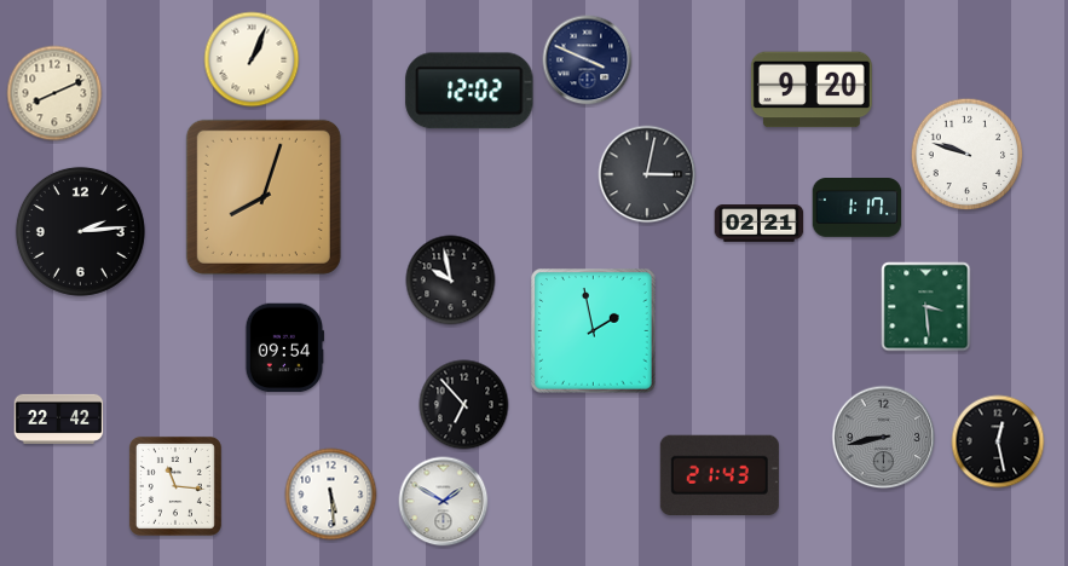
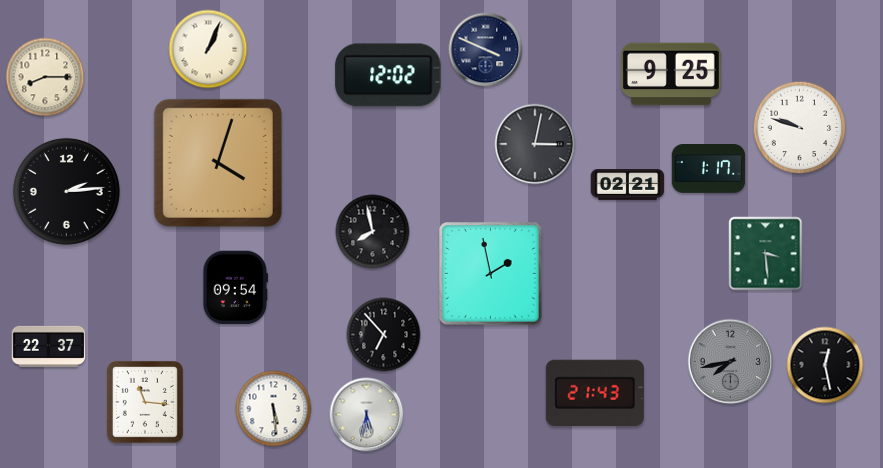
clock at (812, 89): 9:20 -> 9:25
clock at (54, 93): 8:11 -> 8:15
clock at (264, 197): 8:03 -> 4:03
clock at (858, 208) position: (858, 208) -> (709, 169)
clock at (451, 281): 9:58 -> 7:58
clock at (59, 418): 22:42 -> 22:37
clock at (884, 438): 8:43 -> 7:43
clock at (444, 502): 1:50 -> 5:32
